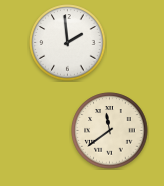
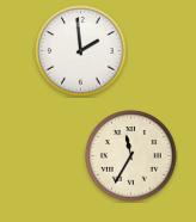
clock at (110, 131): 11:39 -> 11:35
